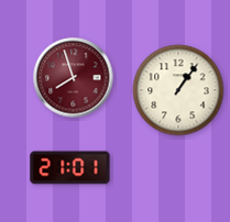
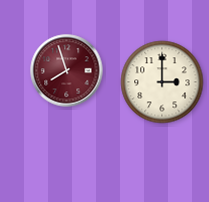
clock at (178, 90): 1:06 -> 3:00
clock at (70, 168): 21:01 -> none
